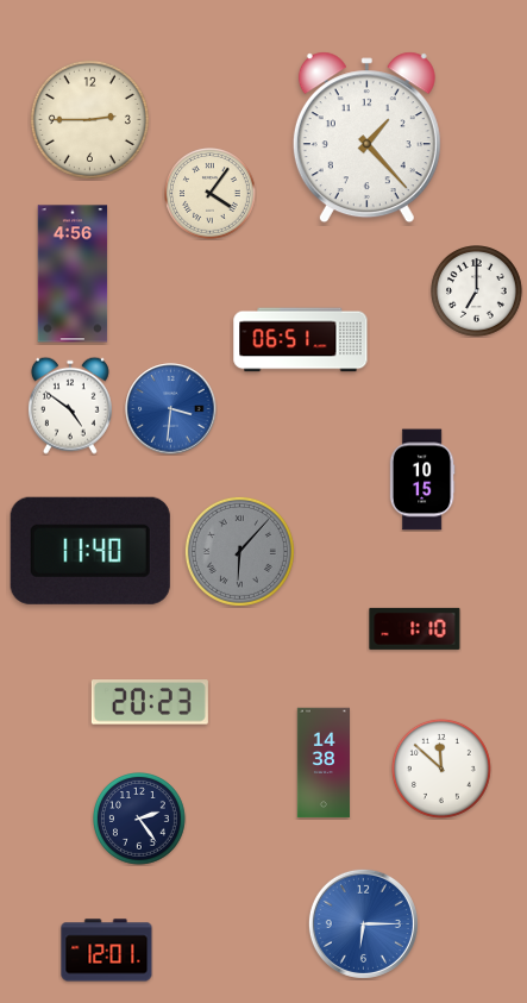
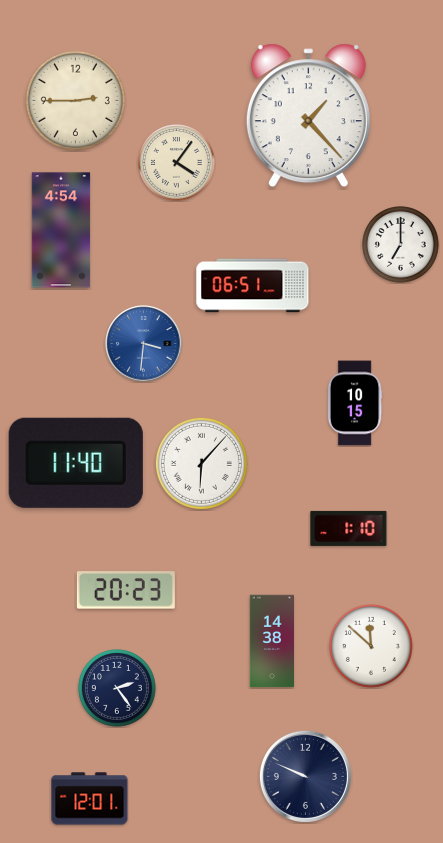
clock at (73, 274): 4:56 -> 4:54
clock at (70, 406): 4:51 -> none
clock at (239, 551) dial: grey -> white
clock at (363, 923): 6:15 -> 9:49
clock at (363, 923) dial: blue -> navy
